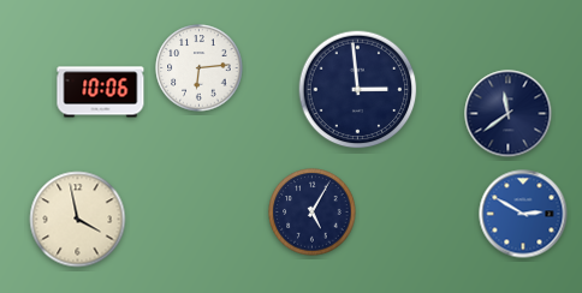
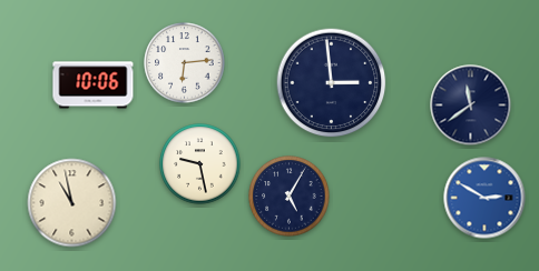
clock at (200, 164): none -> 9:28
clock at (78, 220): 3:58 -> 10:58
